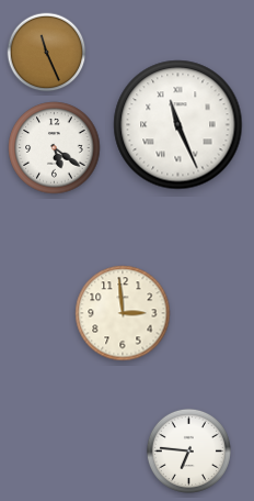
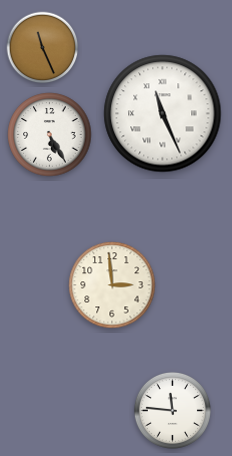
clock at (55, 148): 5:21 -> 5:25
clock at (188, 450): 6:46 -> 11:46
